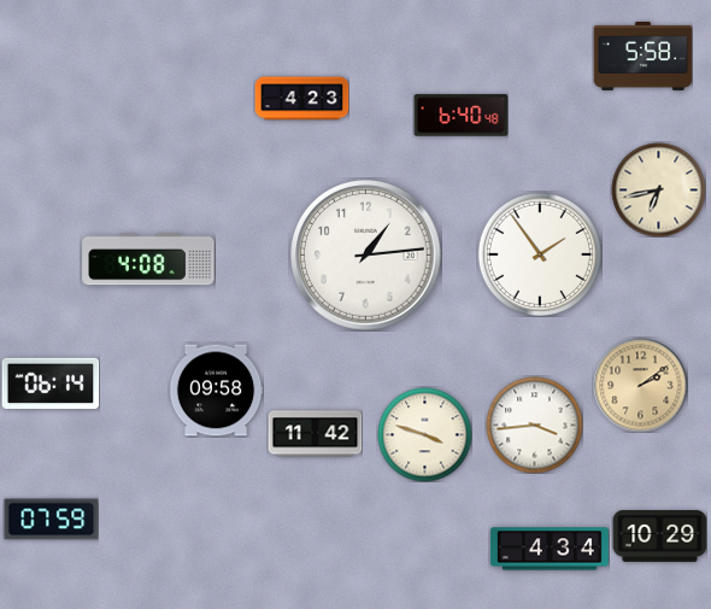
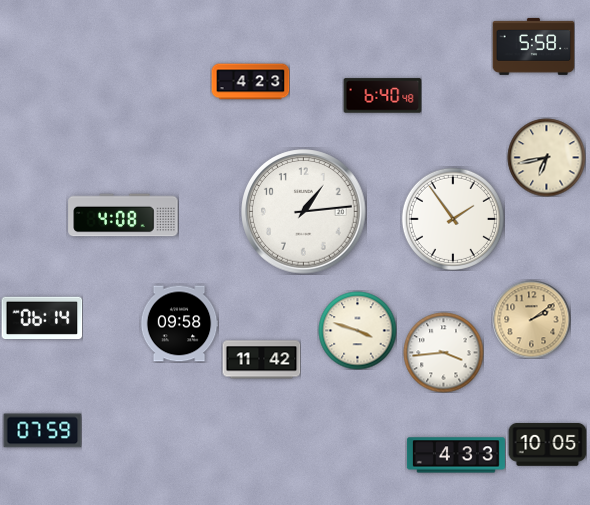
clock at (540, 254) position: (540, 254) -> (453, 219)
clock at (424, 434) position: (424, 434) -> (357, 330)
clock at (659, 537): 10:29 -> 10:05
clock at (550, 549): 4:34 -> 4:33
